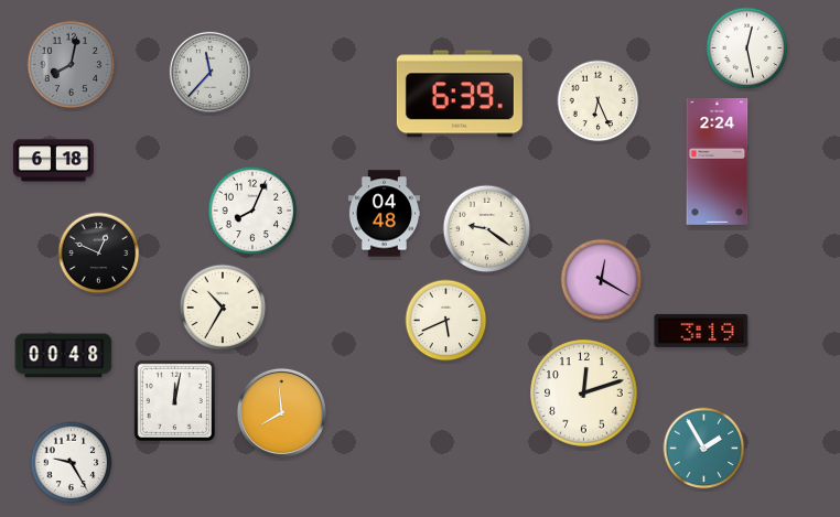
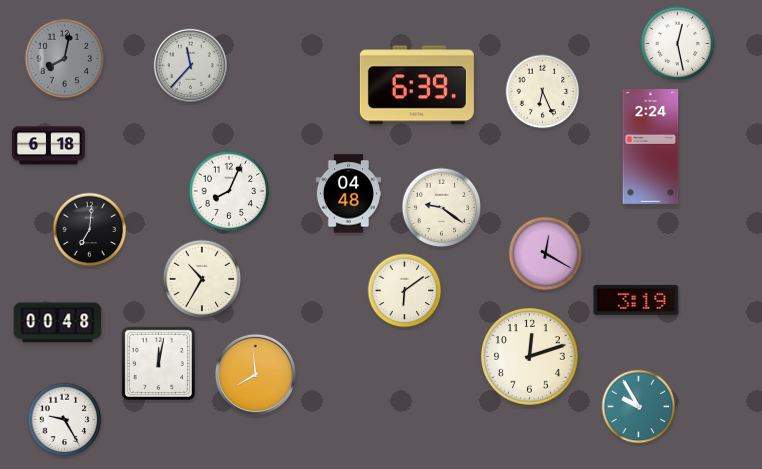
clock at (99, 254): 12:49 -> 7:01
clock at (446, 321): 5:41 -> 6:09
clock at (704, 449): 1:55 -> 9:55
